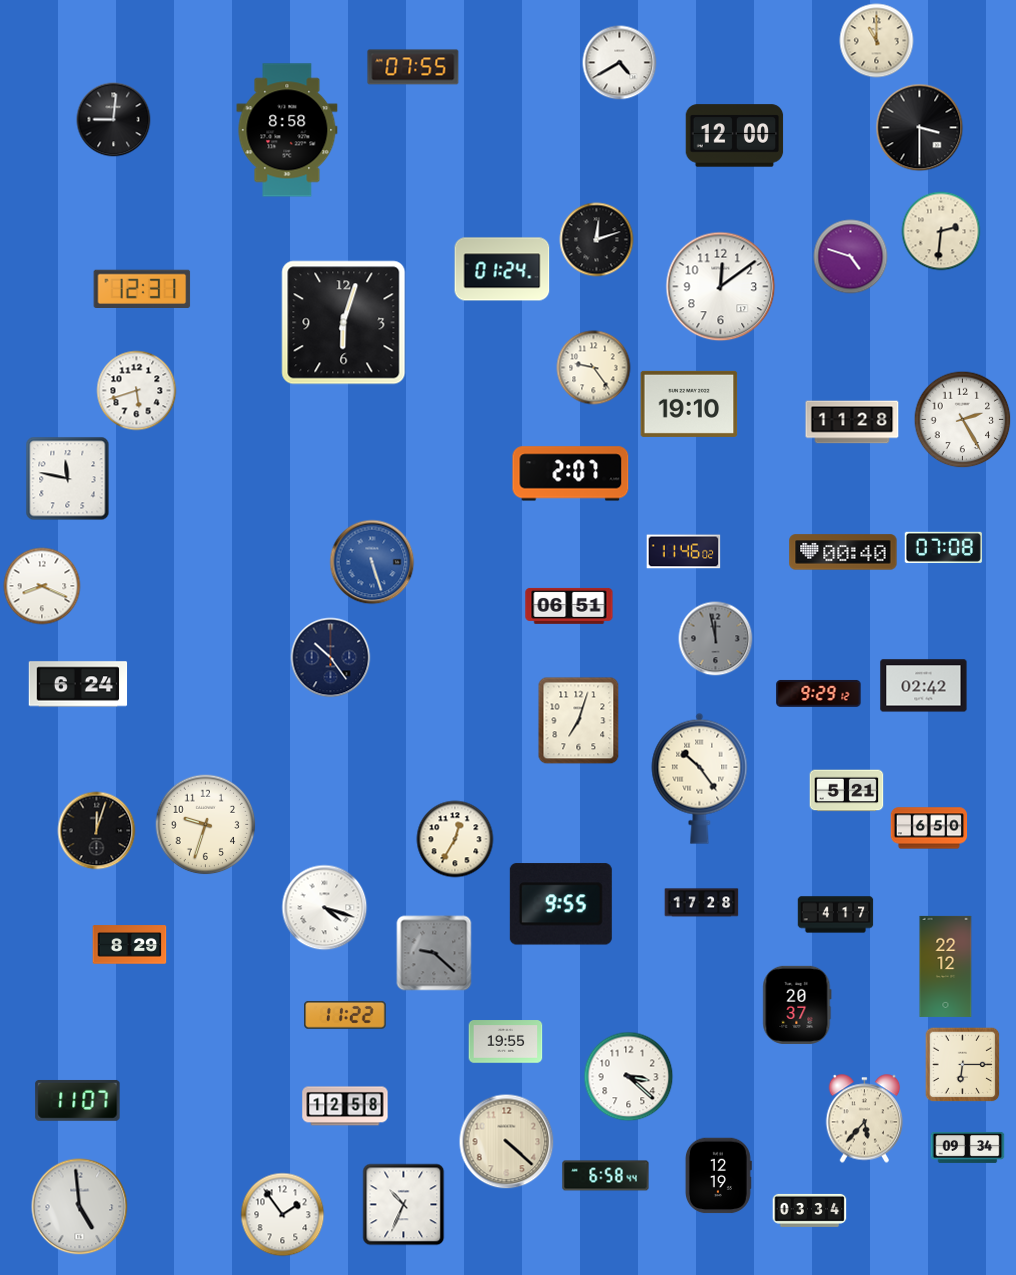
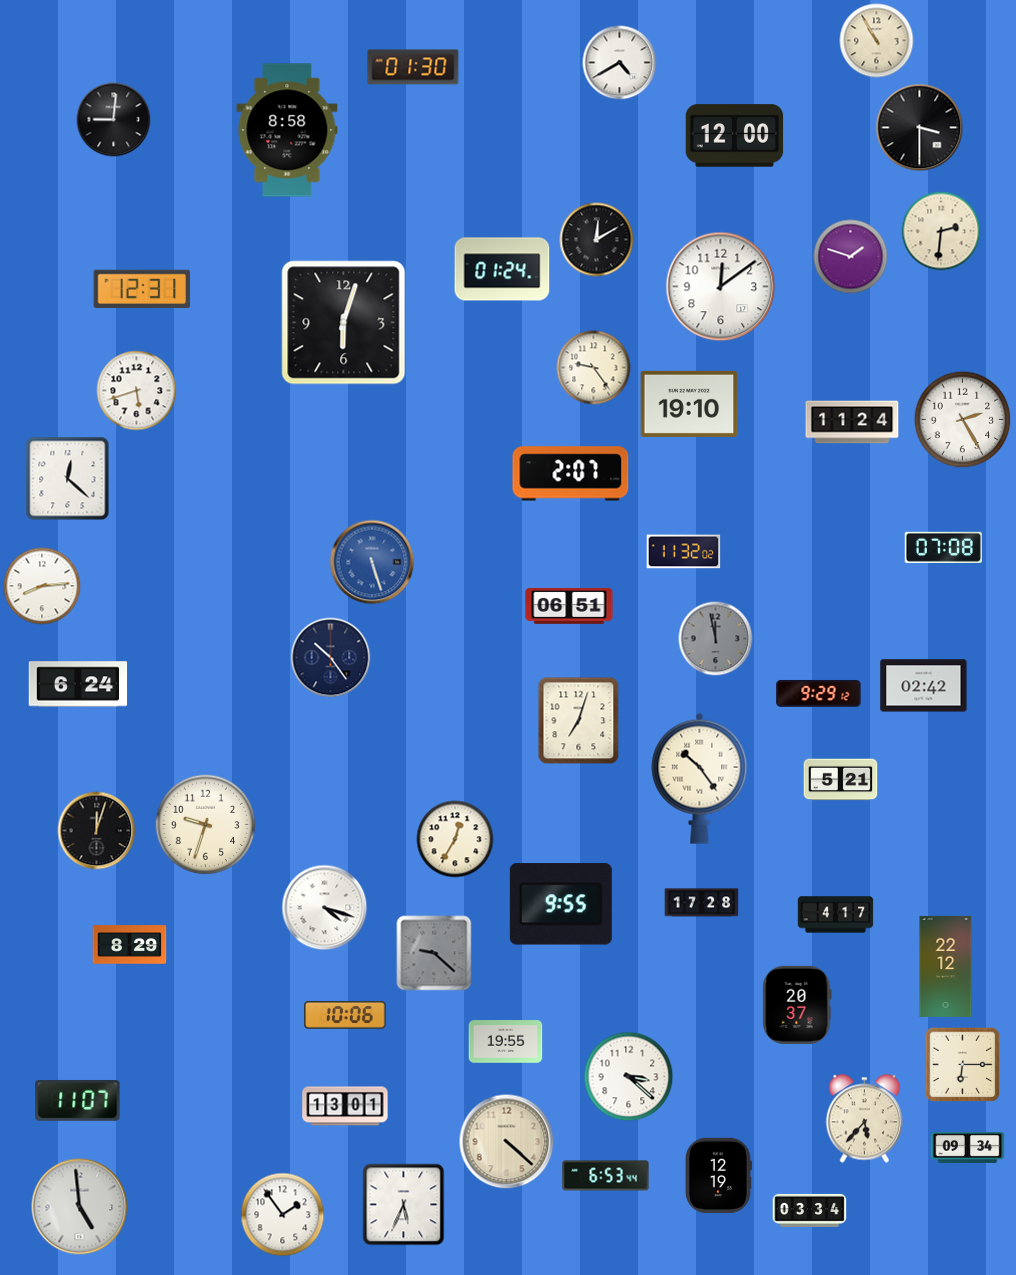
clock at (877, 41): 11:00 -> 10:55
clock at (413, 67): 07:55 -> 01:30
clock at (597, 240): 12:12 -> 12:10
clock at (851, 257): 4:48 -> 1:48
clock at (852, 422): 11:28 -> 11:24
clock at (68, 479): 11:47 -> 12:22
clock at (684, 552): 11:46 -> 11:32
clock at (843, 552): 00:40 -> none
clock at (42, 586): 8:19 -> 8:14
clock at (847, 791) position: (847, 791) -> (841, 780)
clock at (929, 828): 6:50 -> none
clock at (345, 1015): 11:22 -> 10:06
clock at (345, 1106): 12:58 -> 13:01
clock at (606, 1176): 6:58 -> 6:53
clock at (404, 1205): 10:34 -> 5:34
